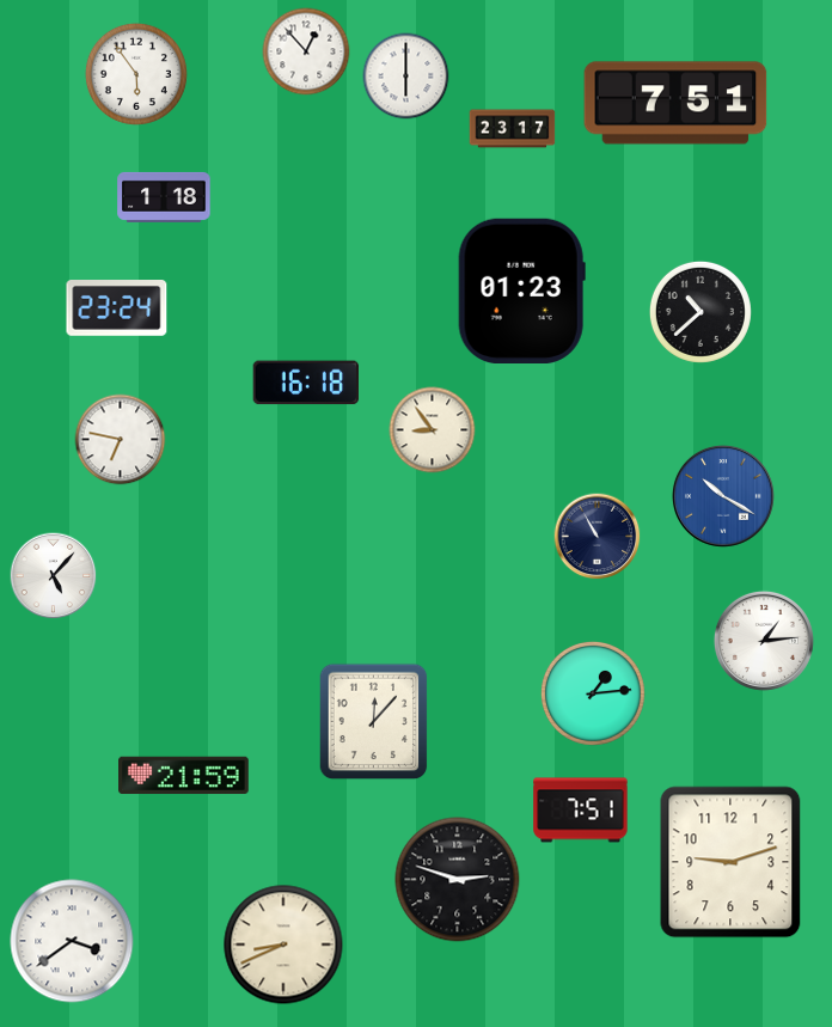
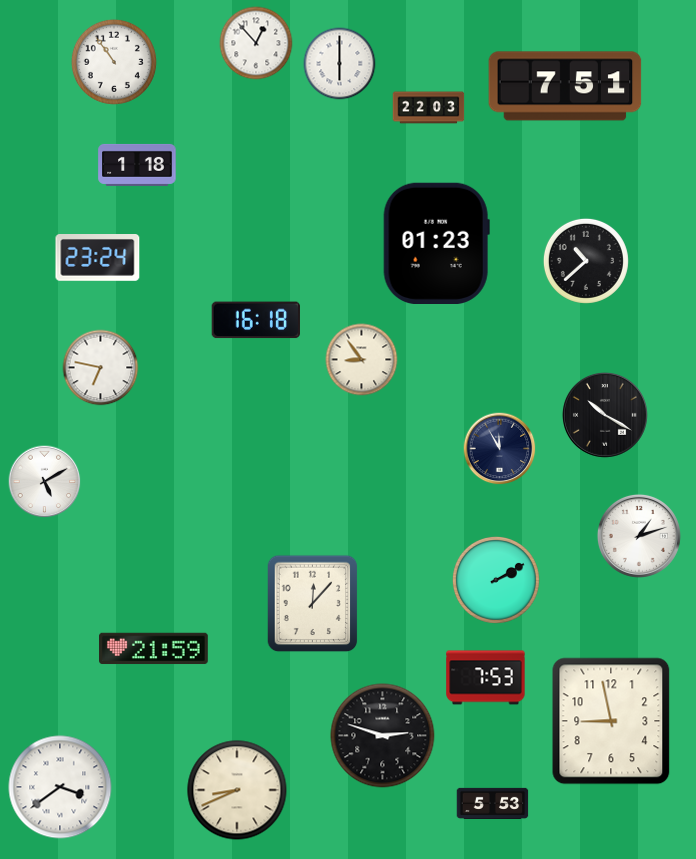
clock at (136, 74): 5:54 -> 10:54
clock at (513, 129): 23:17 -> 22:03
clock at (723, 496) dial: blue -> black
clock at (598, 537): 10:55 -> 11:55
clock at (54, 576): 5:07 -> 5:10
clock at (764, 641): 1:14 -> 1:12
clock at (593, 693): 1:14 -> 2:10
clock at (581, 811): 7:51 -> 7:53
clock at (730, 862): 9:12 -> 8:58
clock at (493, 803): none -> 5:53
